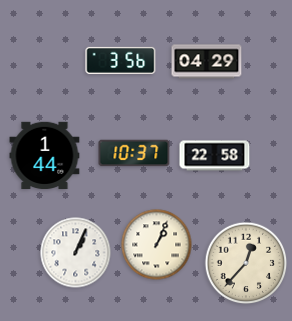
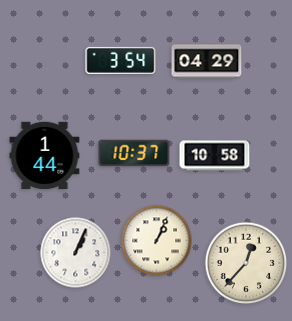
clock at (121, 60): 3:56 -> 3:54
clock at (215, 156): 22:58 -> 10:58
clock at (157, 245) position: (157, 245) -> (157, 241)
